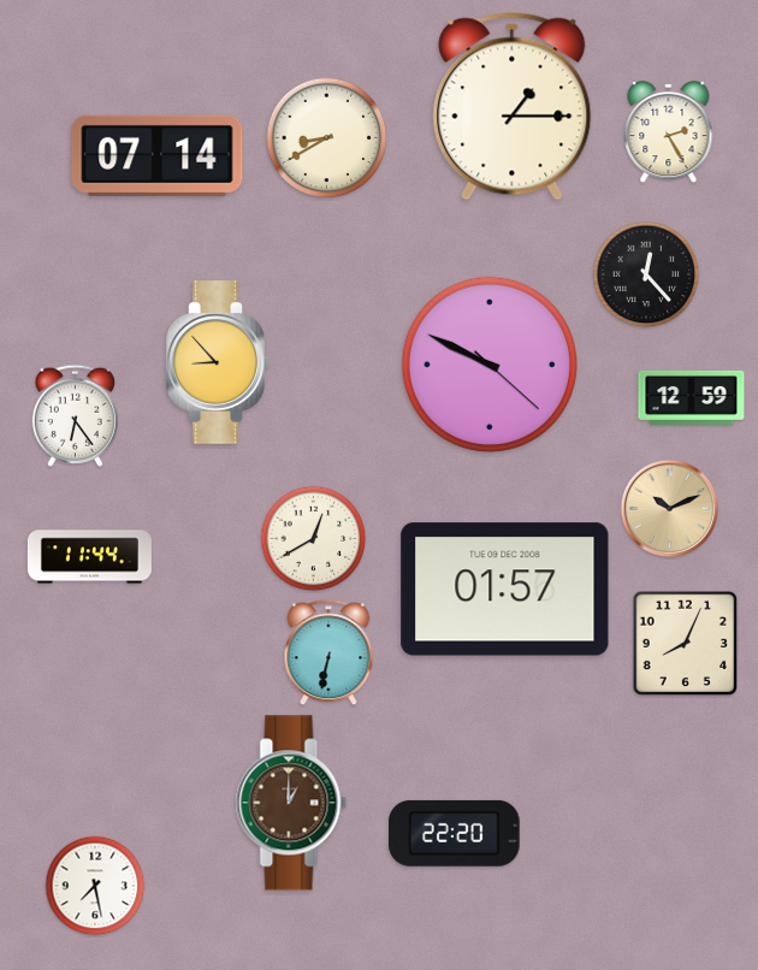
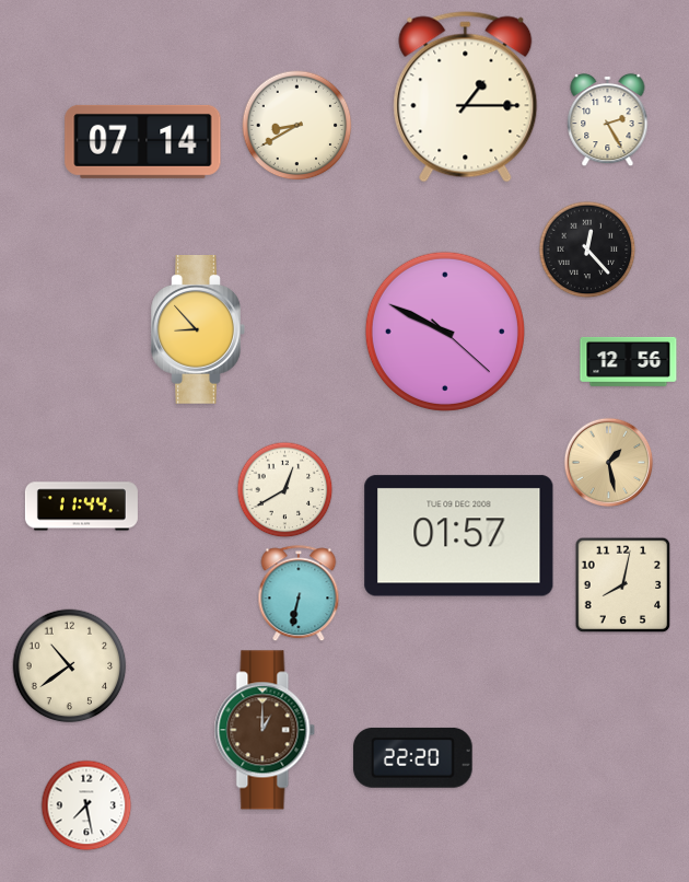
clock at (692, 397): 12:59 -> 12:56
clock at (75, 415): 6:24 -> none
clock at (670, 509): 10:11 -> 1:28
clock at (686, 644): 8:04 -> 8:02
clock at (70, 666): none -> 10:39
